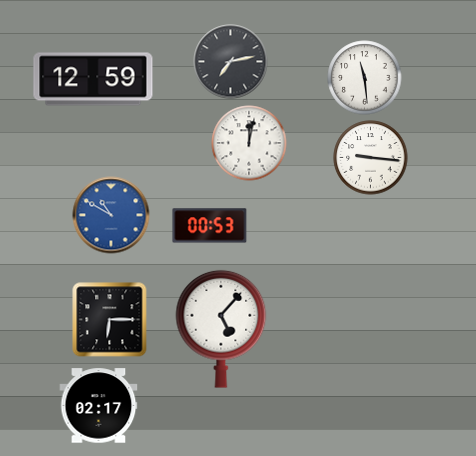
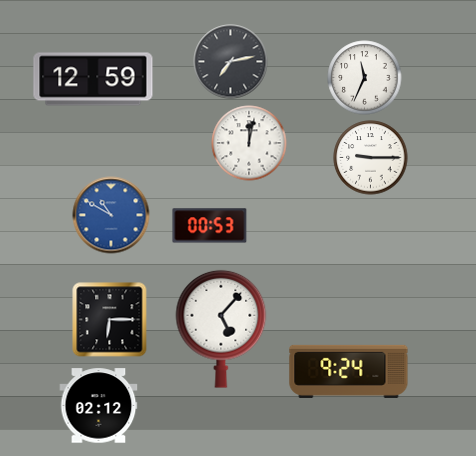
clock at (365, 78): 11:29 -> 11:34
clock at (371, 158): 9:16 -> 9:15
clock at (349, 371): none -> 9:24
clock at (99, 406): 02:17 -> 02:12
